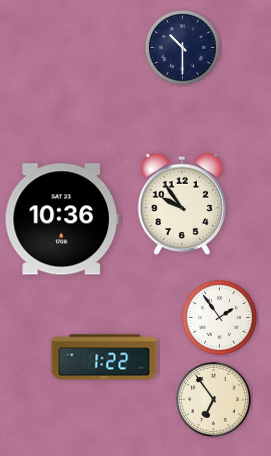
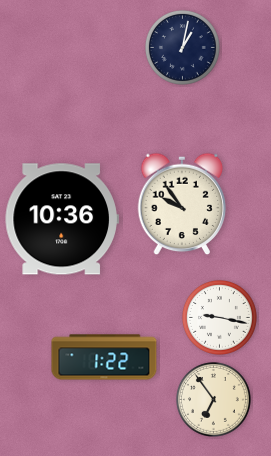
clock at (182, 47): 10:30 -> 1:02
clock at (219, 317): 1:54 -> 9:17
